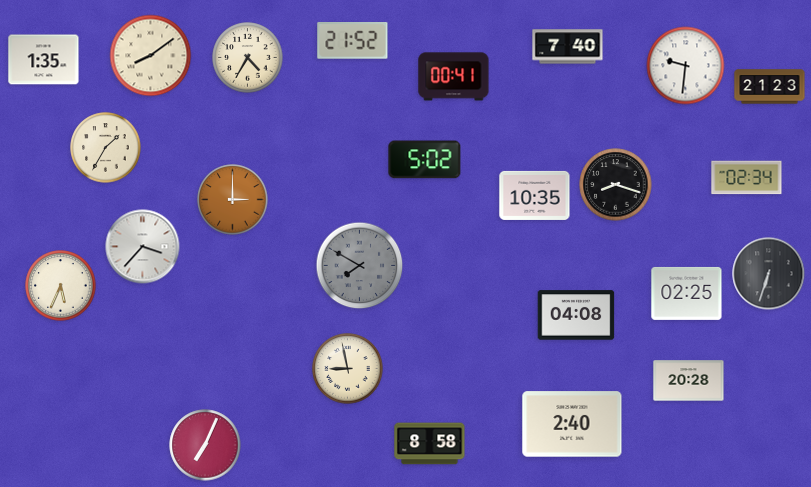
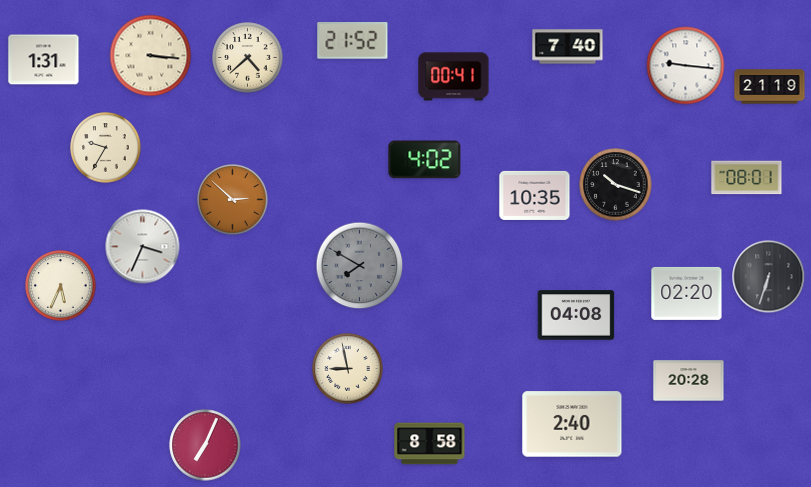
clock at (151, 56): 8:09 -> 3:16
clock at (248, 58): 4:35 -> 4:38
clock at (44, 60): 1:35 -> 1:31
clock at (686, 66): 9:31 -> 9:16
clock at (770, 87): 21:23 -> 21:19
clock at (106, 148): 1:35 -> 9:35
clock at (425, 160): 5:02 -> 4:02
clock at (747, 178): 02:34 -> 08:01
clock at (616, 185): 8:18 -> 10:18
clock at (233, 200): 3:00 -> 2:52
clock at (143, 247): 3:37 -> 3:34
clock at (769, 274) position: (769, 274) -> (769, 277)
clock at (687, 293): 02:25 -> 02:20
